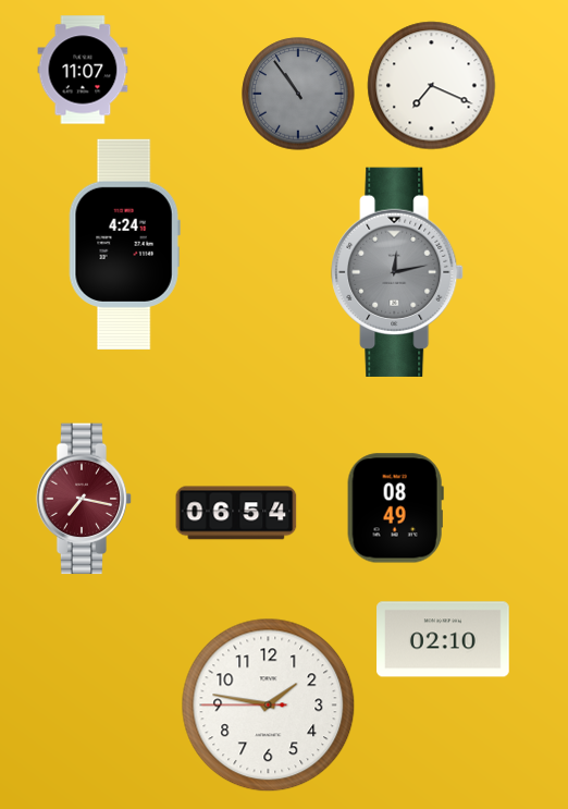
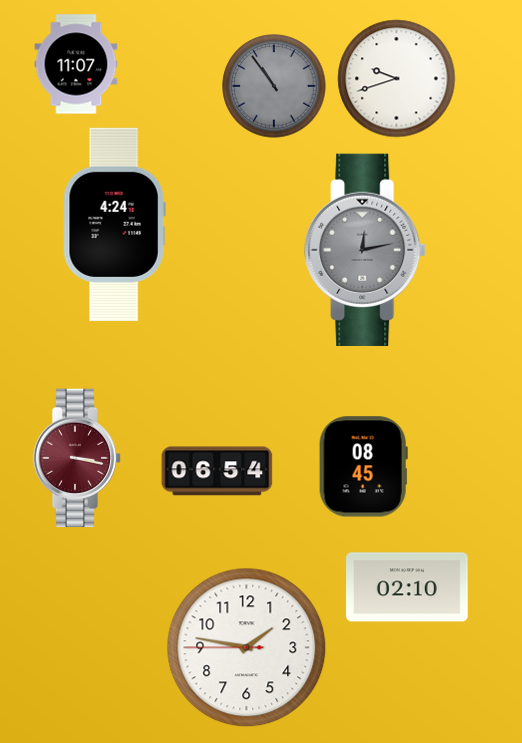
clock at (432, 86): 7:19 -> 9:42
clock at (84, 499): 7:17 -> 3:17
clock at (395, 508): 08:49 -> 08:45
